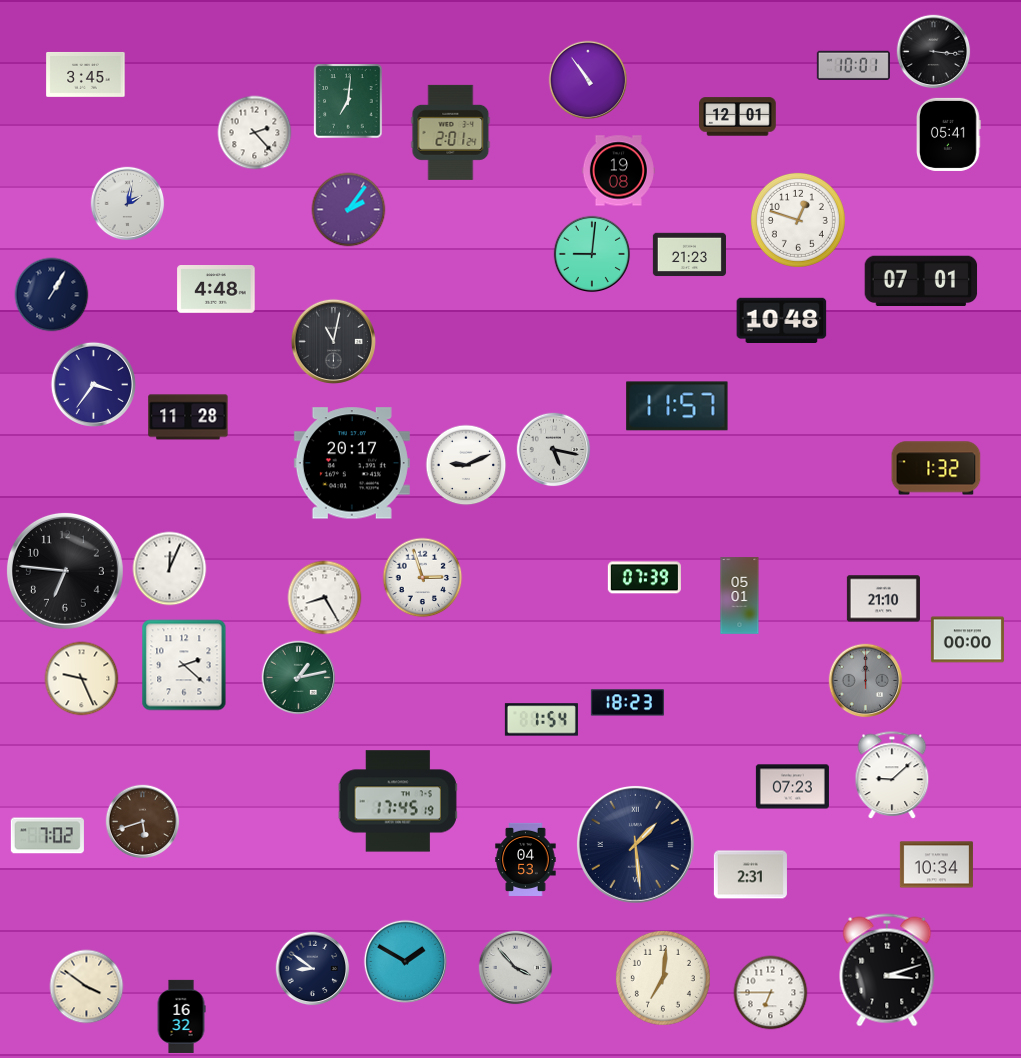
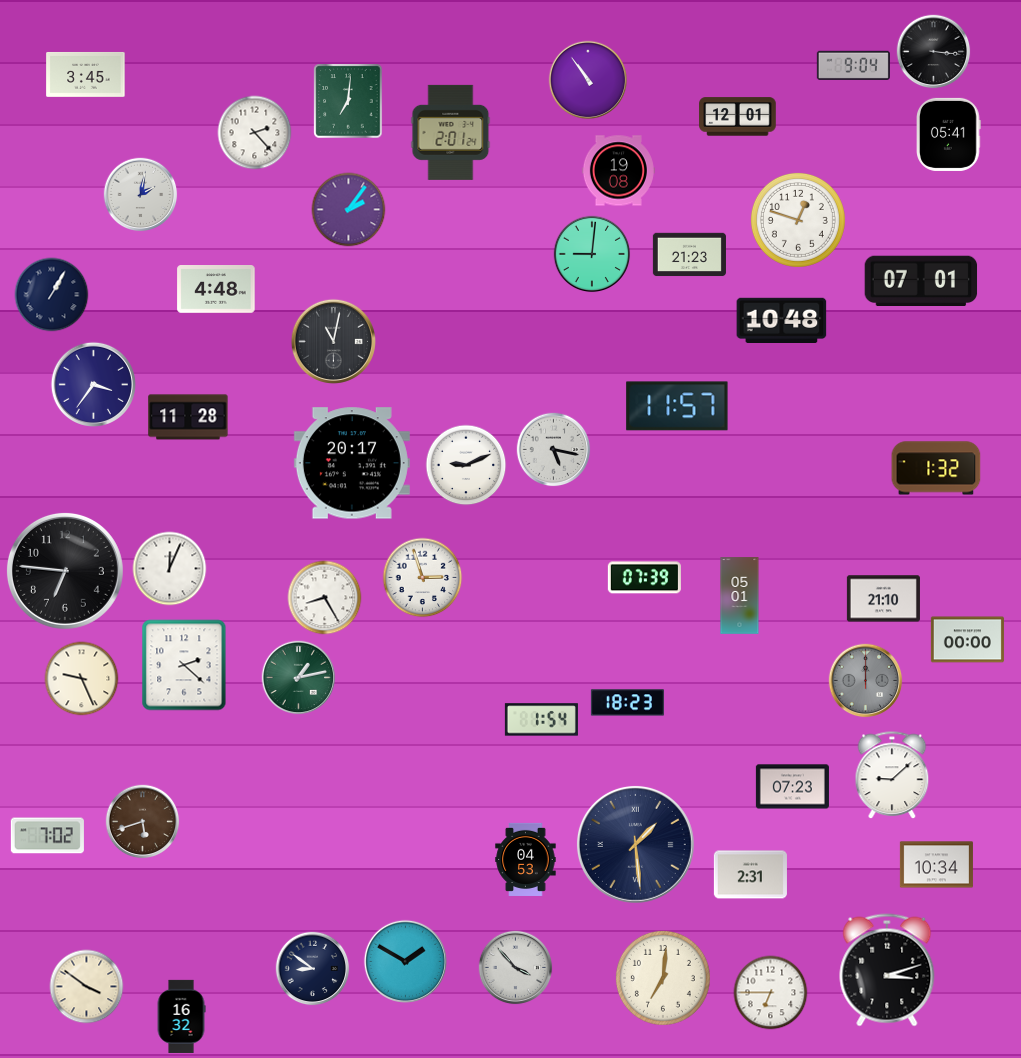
clock at (853, 65): 10:01 -> 9:04
clock at (128, 204) position: (128, 204) -> (141, 195)
clock at (398, 801): 17:45 -> none
